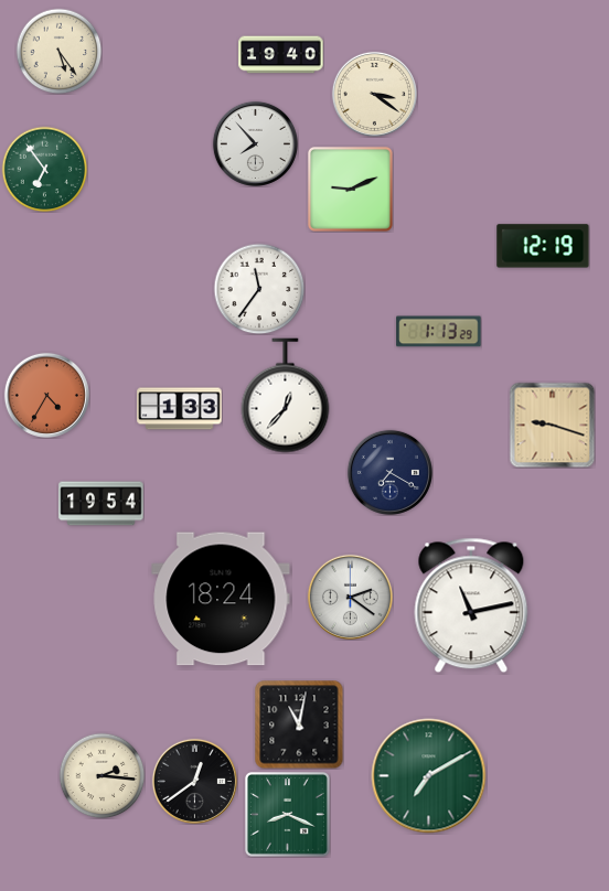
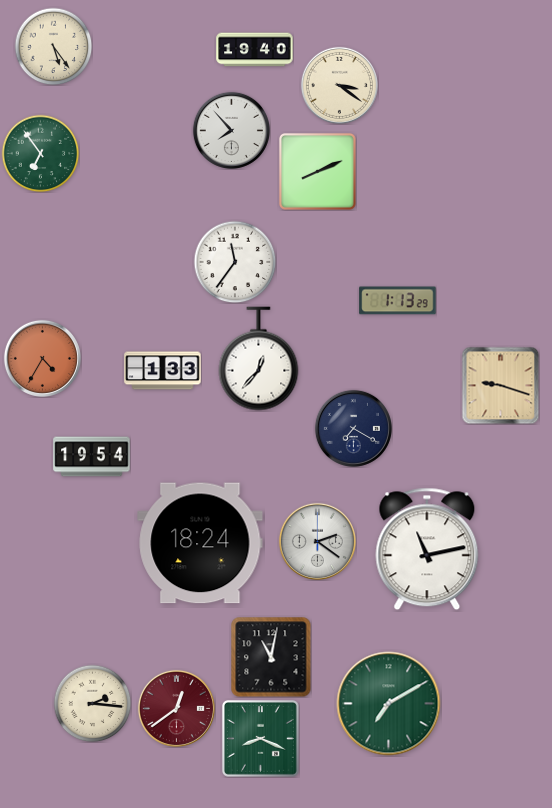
clock at (350, 189): 9:11 -> 8:11
clock at (543, 246): 12:19 -> none
clock at (194, 781) dial: black -> burgundy
